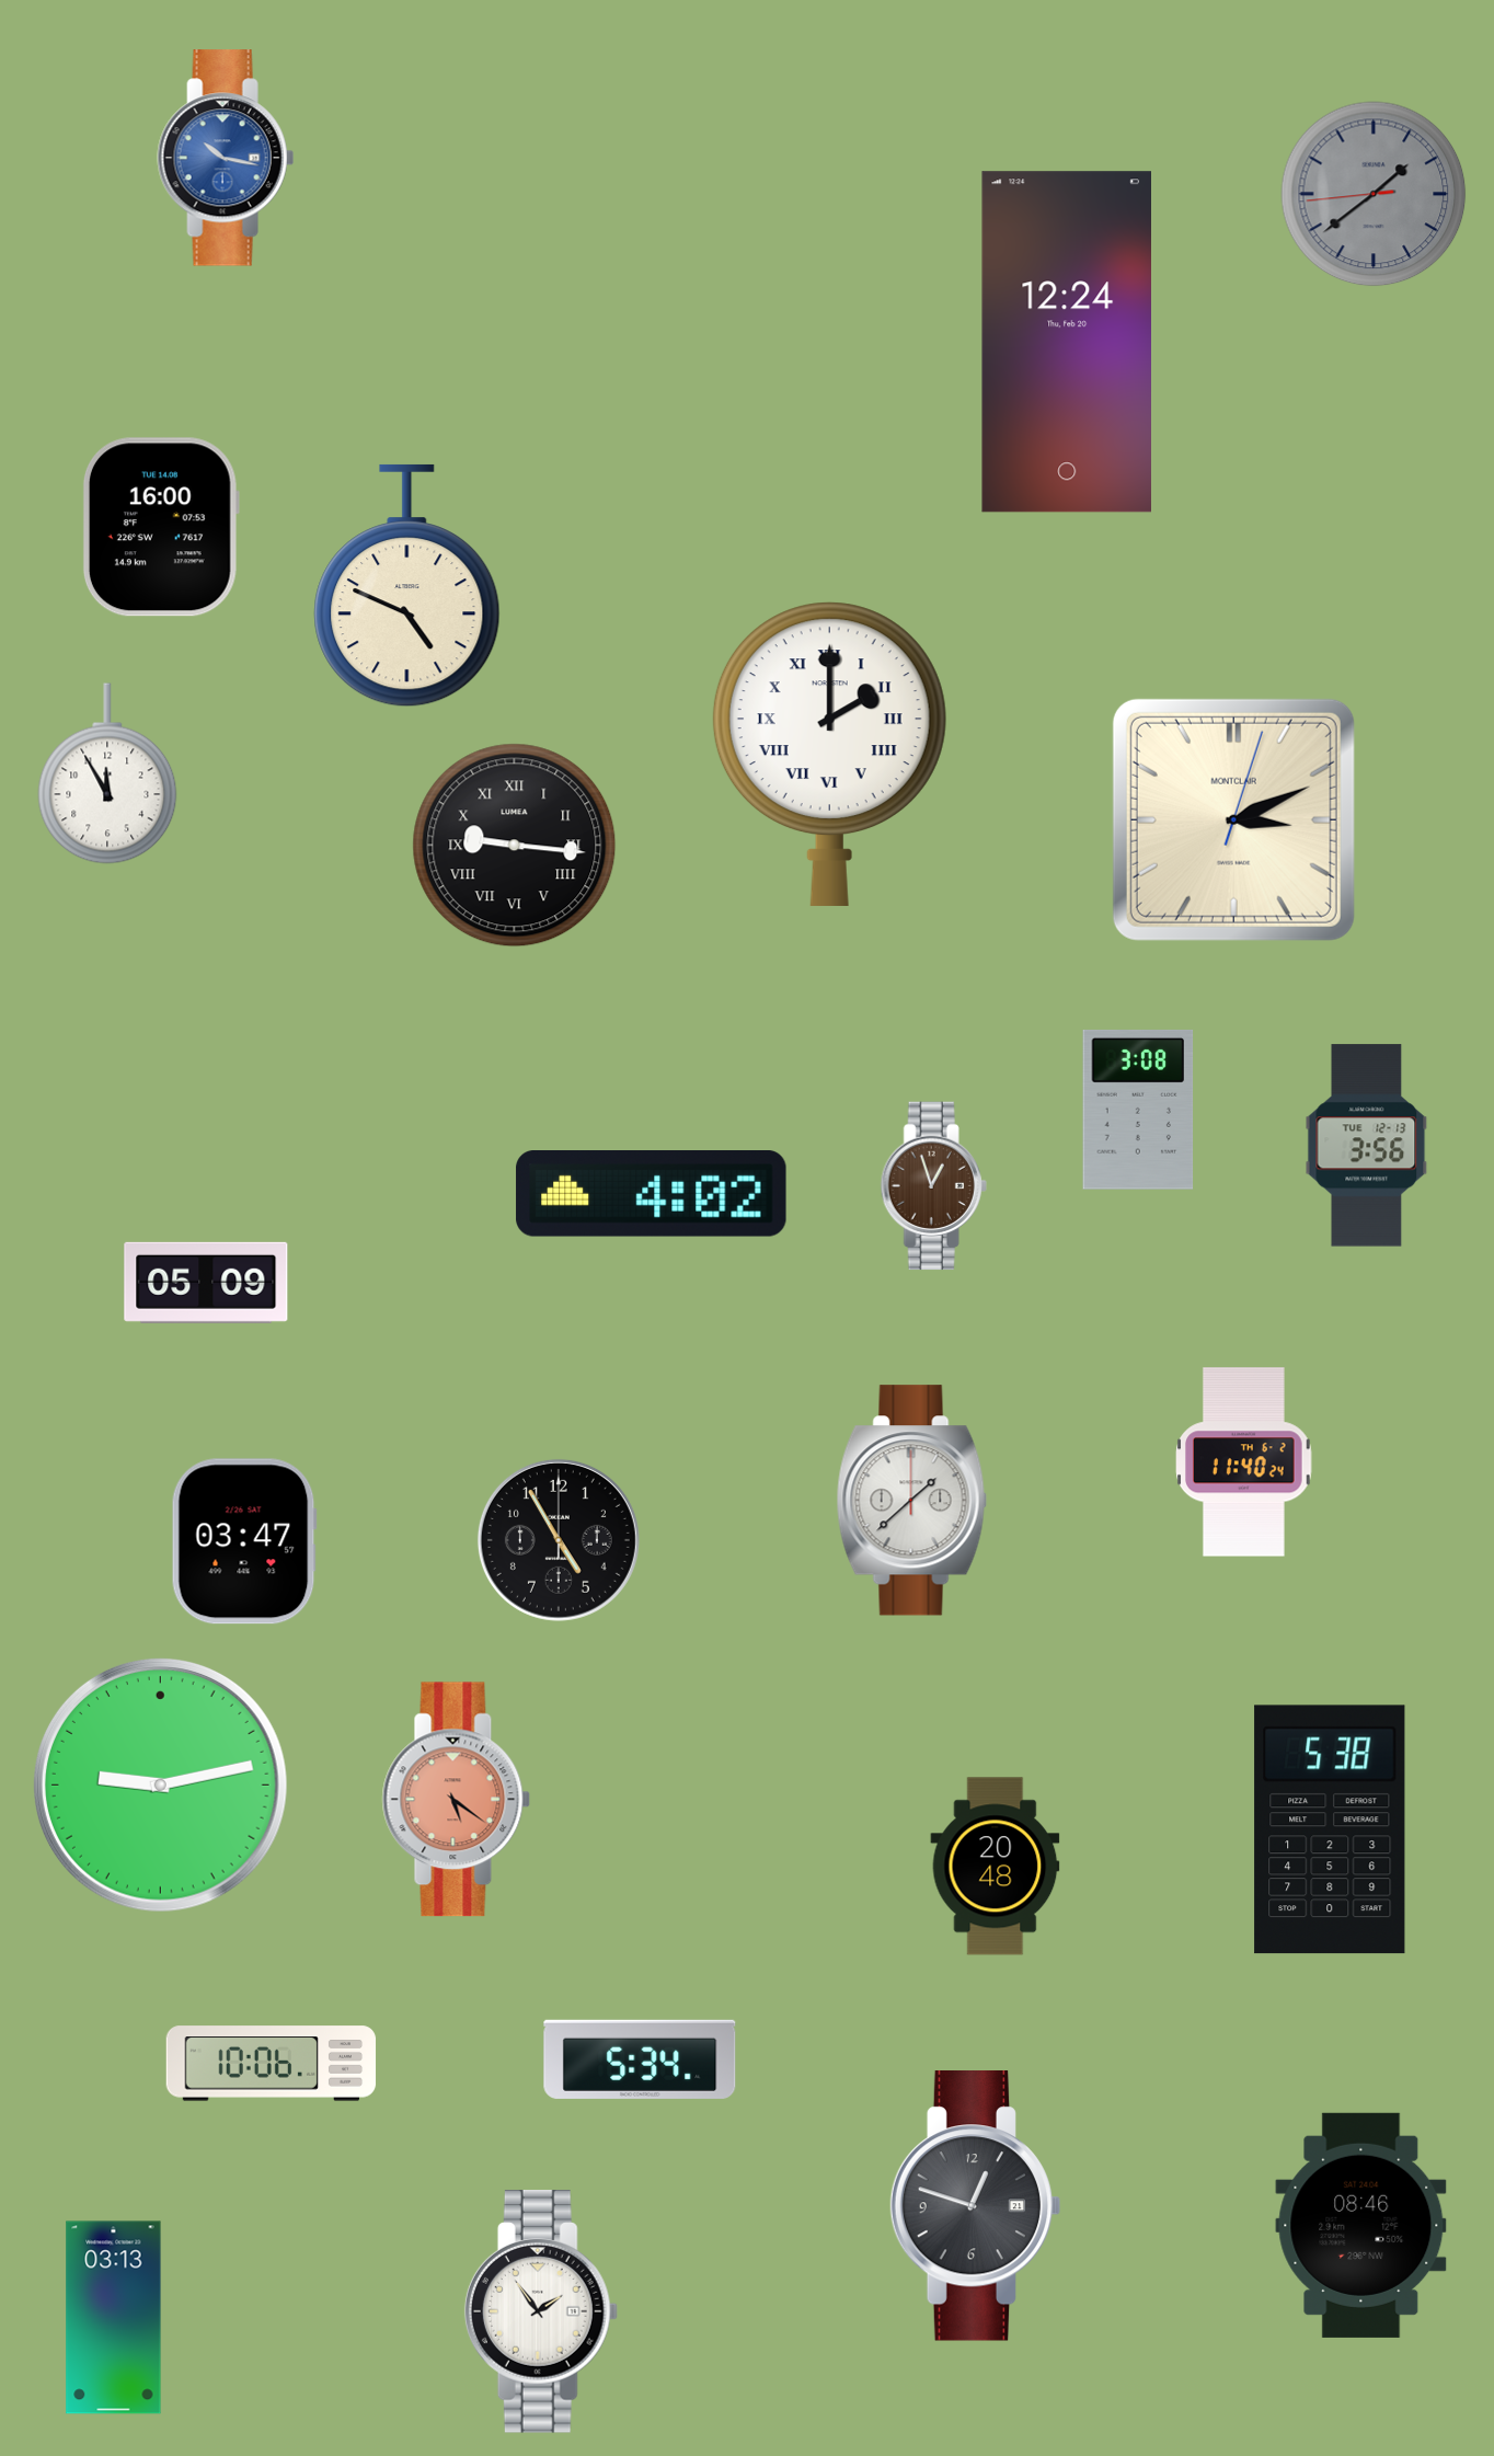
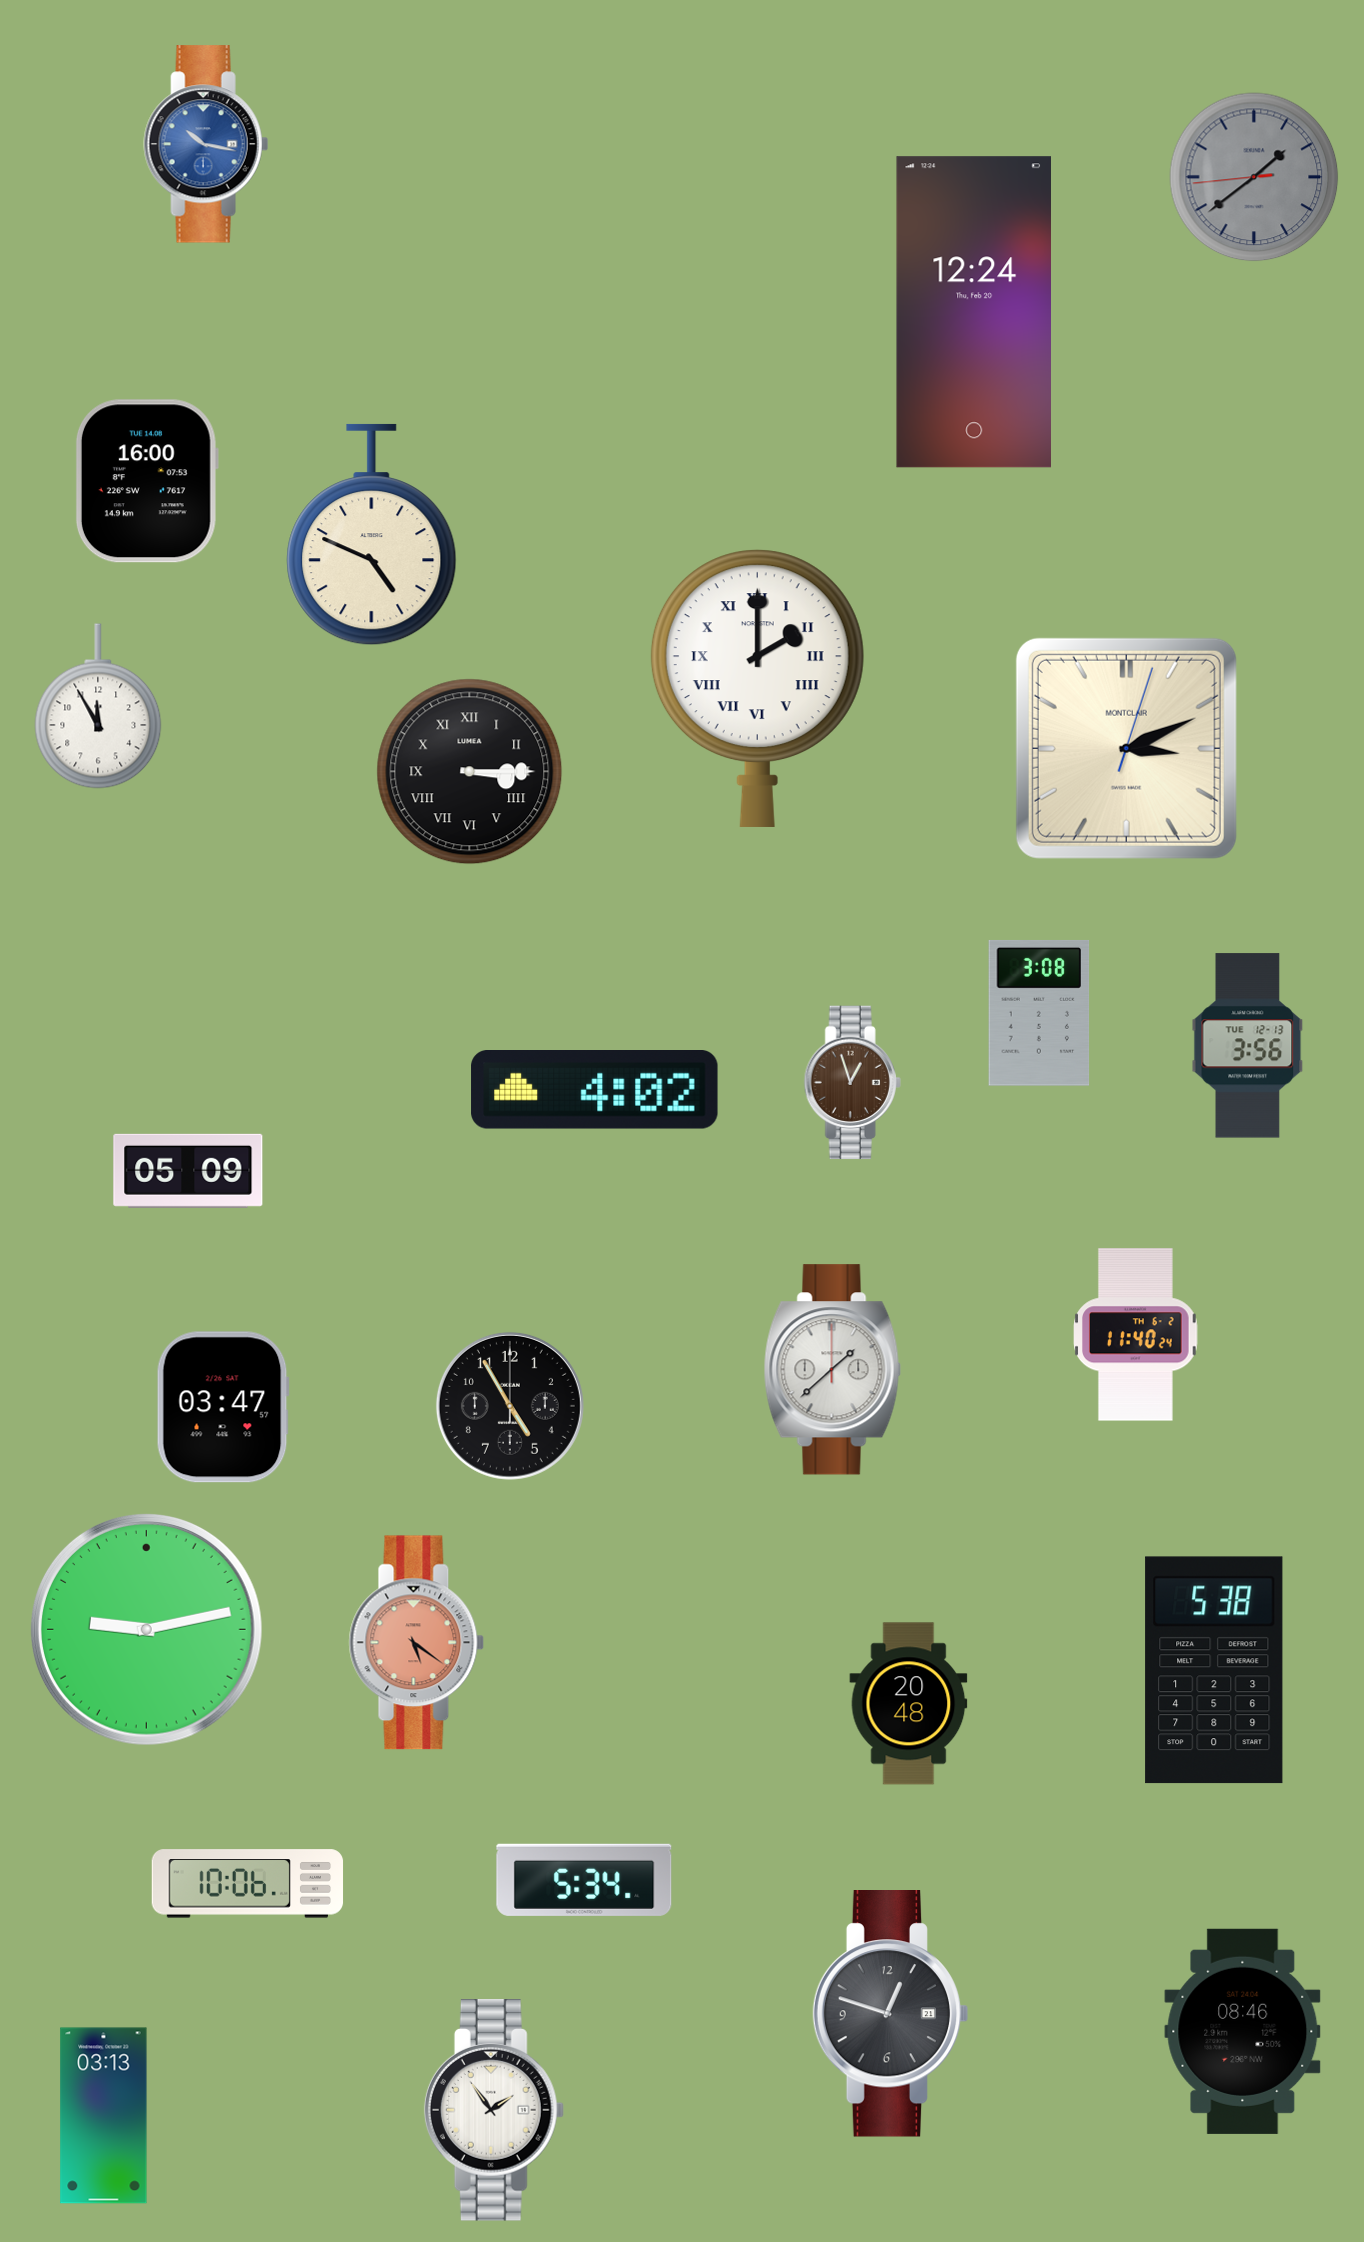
clock at (515, 846): 9:16 -> 3:15
